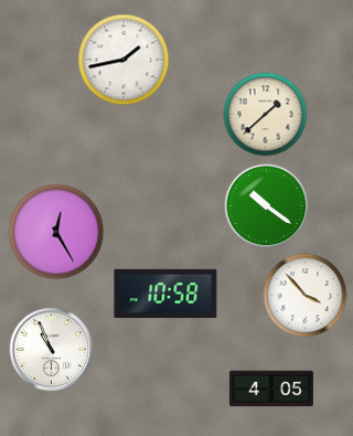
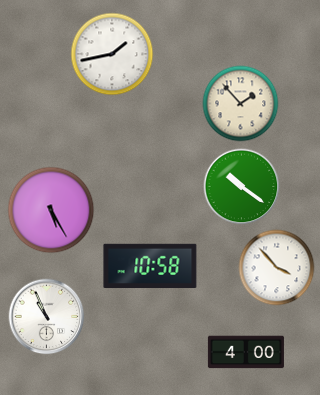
clock at (266, 115): 1:38 -> 1:53
clock at (56, 232): 12:25 -> 5:25
clock at (271, 389): 4:05 -> 4:00
